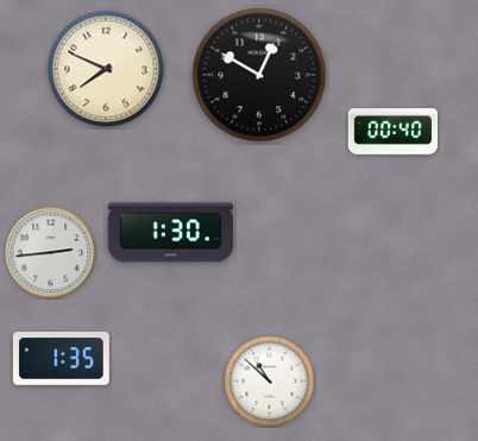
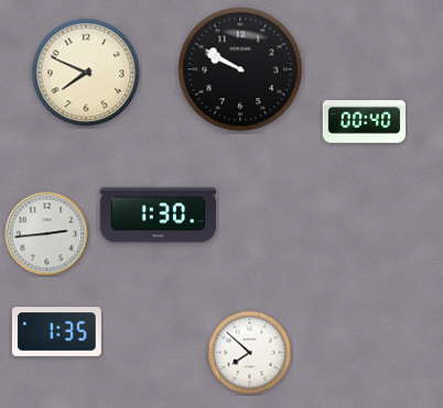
clock at (106, 69) position: (106, 69) -> (86, 73)
clock at (259, 75): 12:50 -> 9:50
clock at (270, 382): 10:52 -> 7:52
